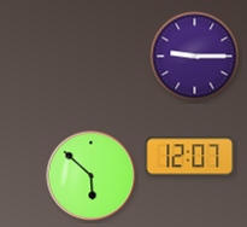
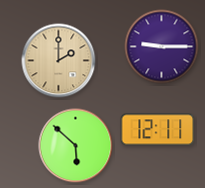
clock at (59, 61): none -> 2:00
clock at (190, 157): 12:07 -> 12:11
